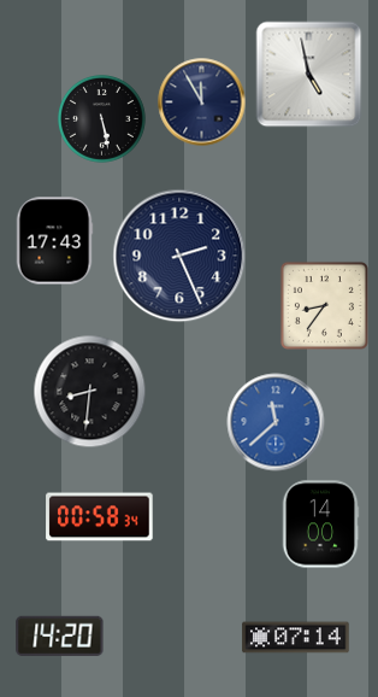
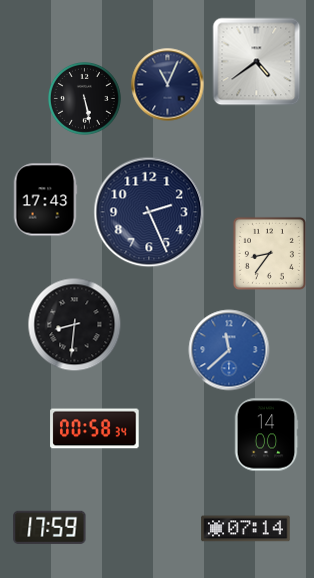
clock at (309, 75): 4:58 -> 4:39
clock at (202, 102): 11:55 -> 11:04
clock at (100, 517) position: (100, 517) -> (95, 429)
clock at (60, 635): 14:20 -> 17:59
